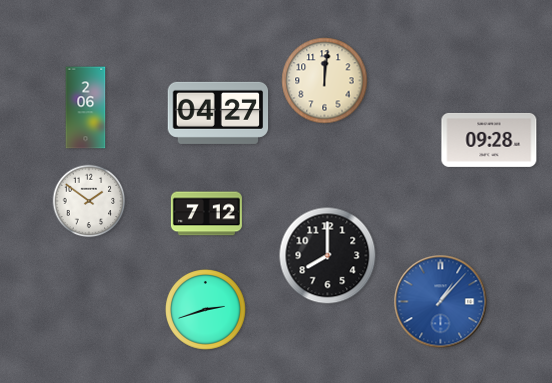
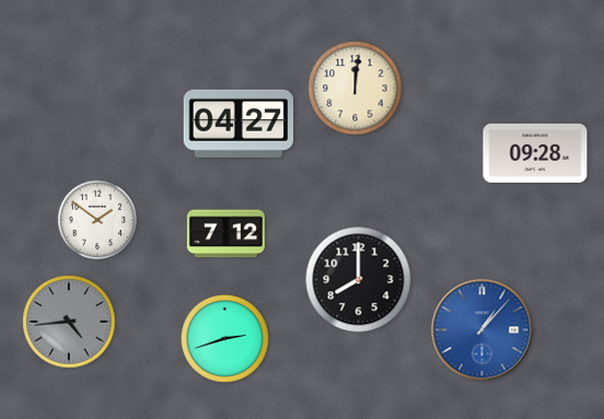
clock at (86, 108): 2:06 -> none
clock at (69, 322): none -> 4:44
